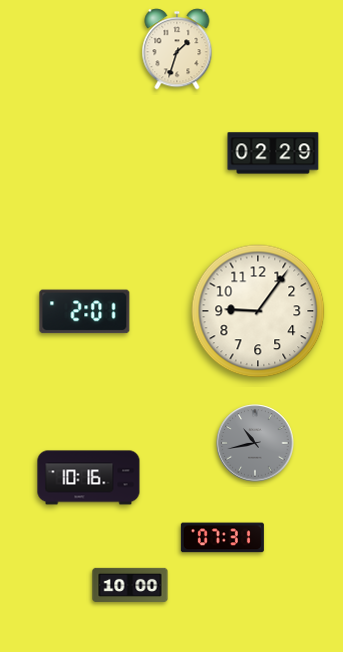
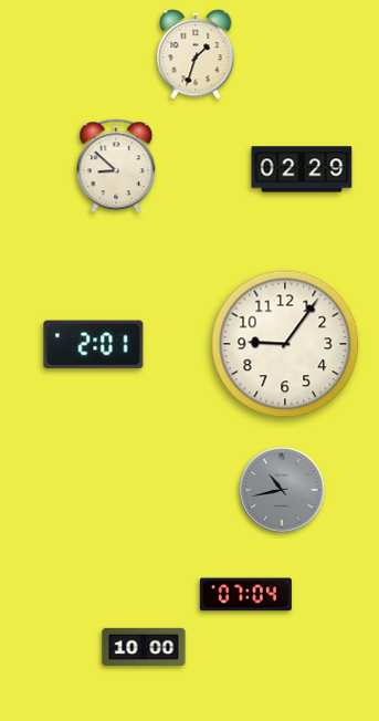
clock at (116, 166): none -> 8:52
clock at (89, 478): 10:16 -> none
clock at (222, 538): 07:31 -> 07:04
